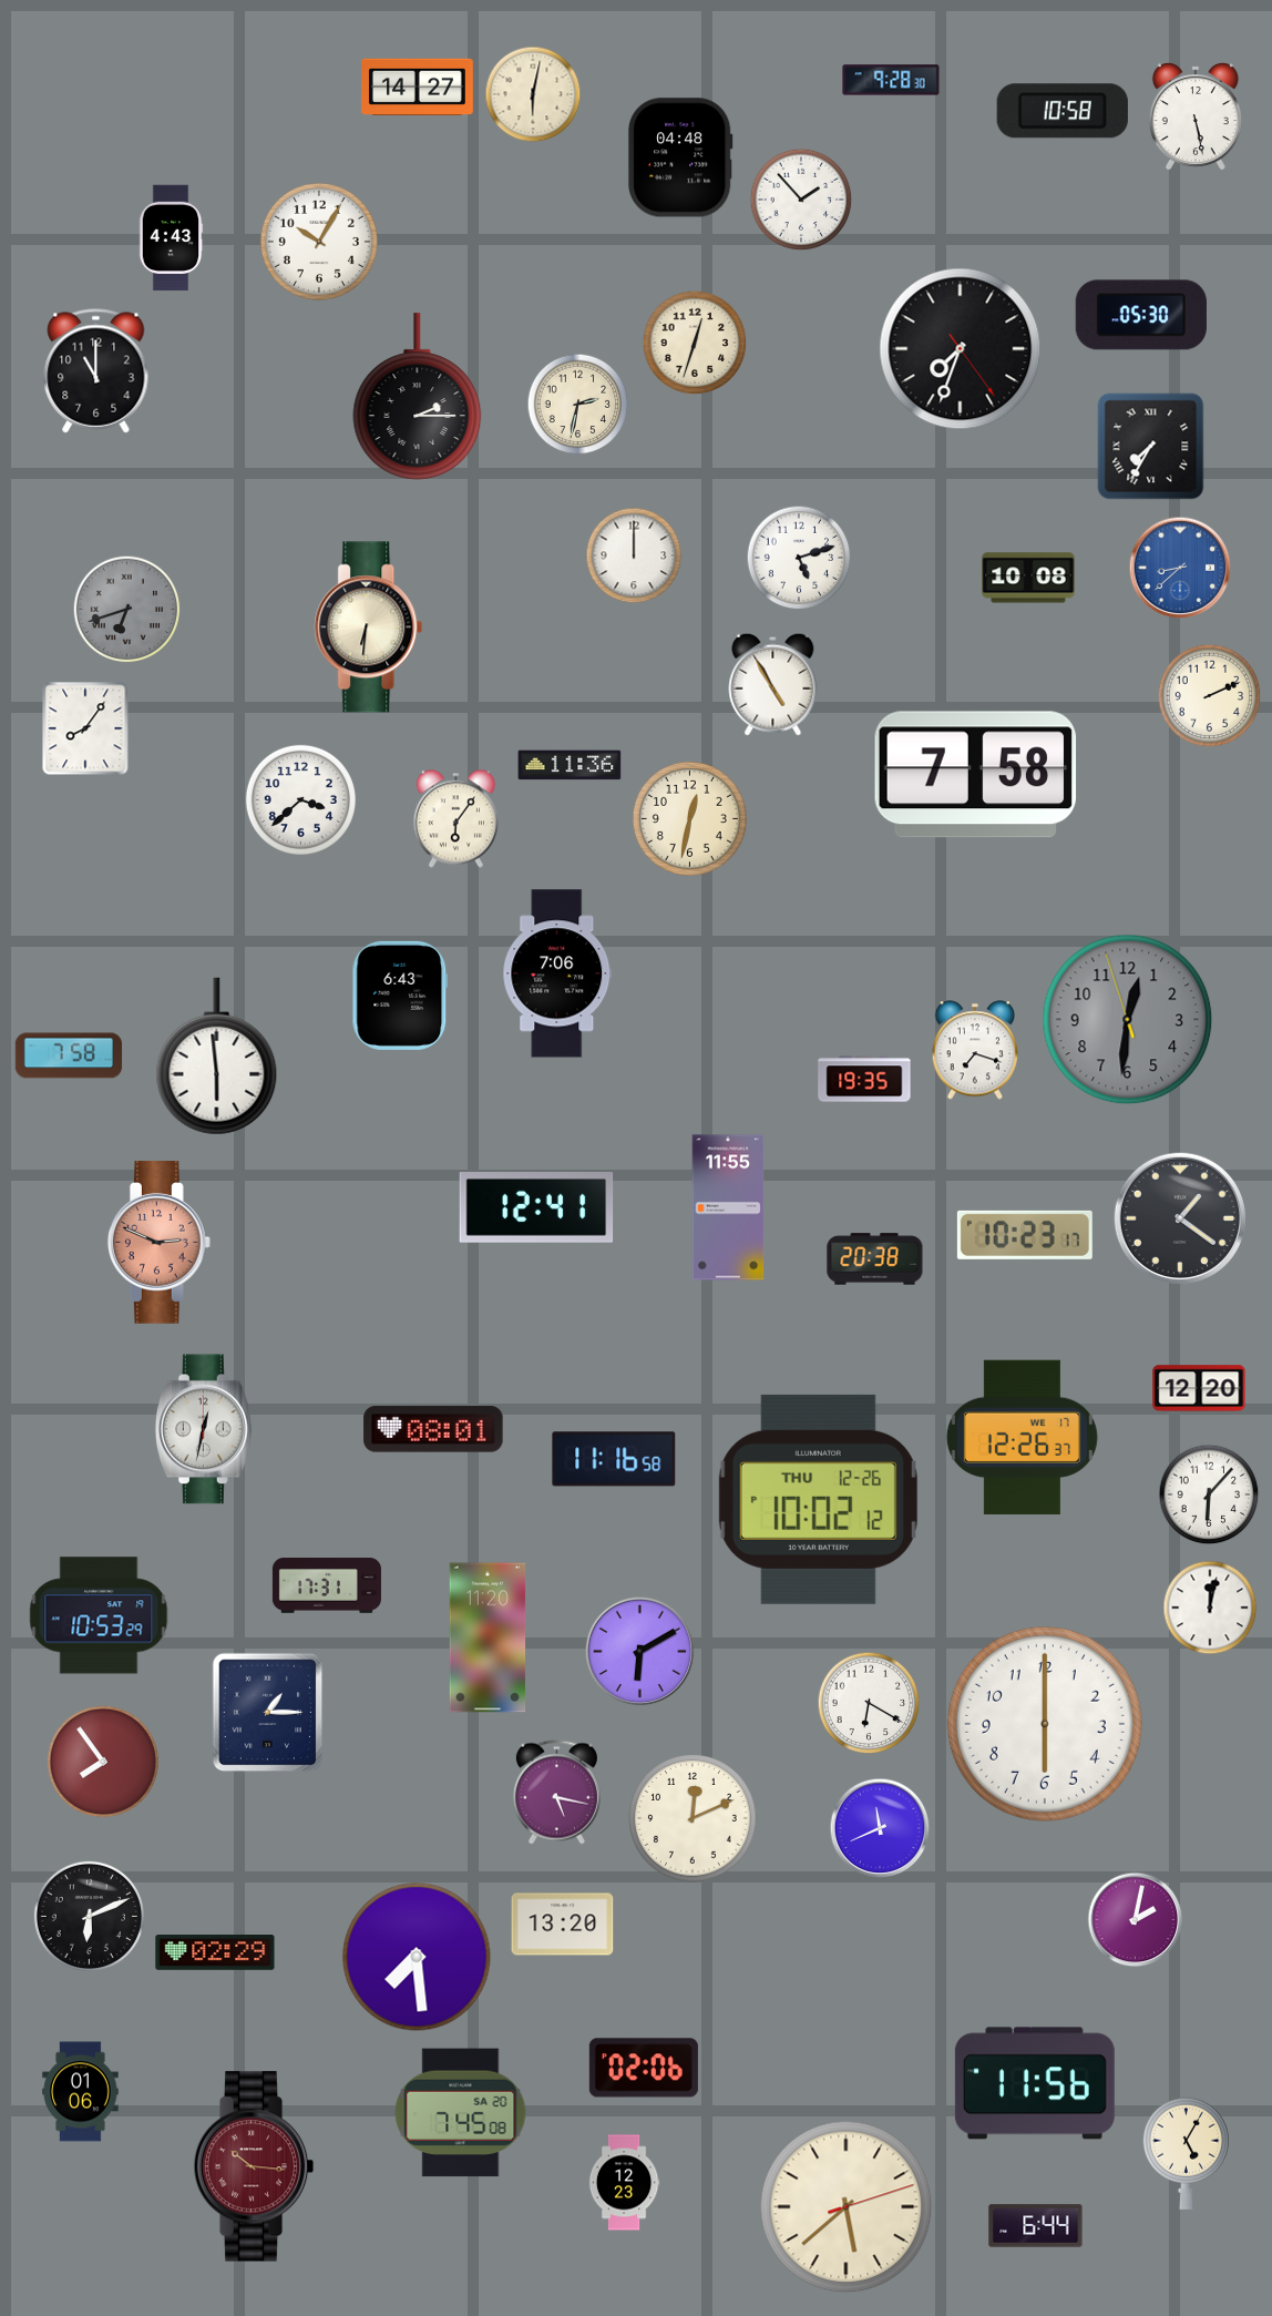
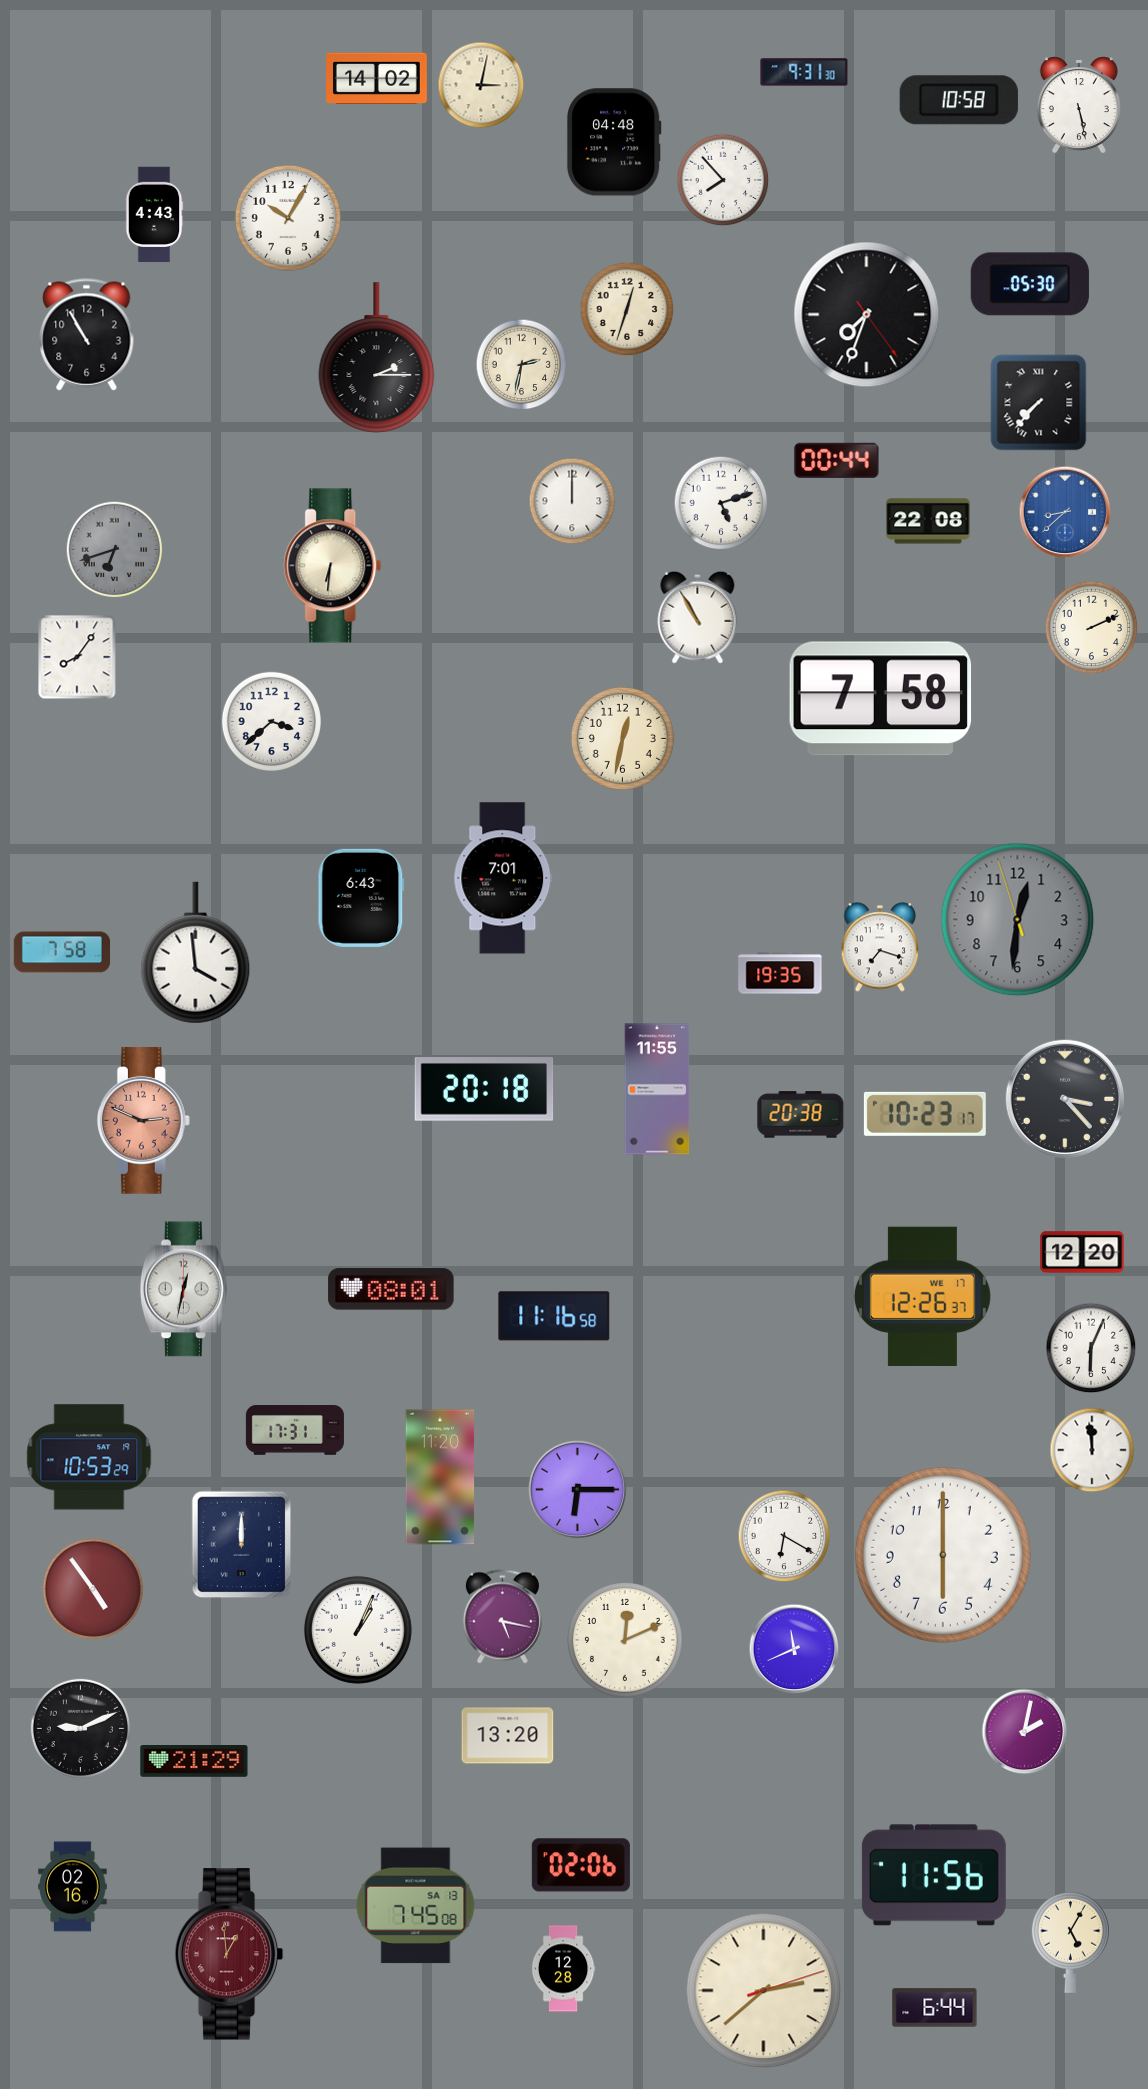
clock at (891, 80): 9:28 -> 9:31
clock at (418, 86): 14:27 -> 14:02
clock at (533, 94): 6:02 -> 3:02
clock at (801, 200): 1:53 -> 7:53
clock at (96, 371): 11:00 -> 10:55
clock at (1151, 447): 7:35 -> 7:37
clock at (837, 460): none -> 00:44
clock at (1028, 578): 10:08 -> 22:08
clock at (773, 684): 4:55 -> 10:55
clock at (570, 765): 11:36 -> none
clock at (455, 819): 6:06 -> none
clock at (557, 973): 7:06 -> 7:01
clock at (217, 1057): 5:59 -> 3:59
clock at (536, 1208): 12:41 -> 20:18
clock at (1179, 1217): 1:21 -> 3:23
clock at (875, 1259) position: (875, 1259) -> (801, 1115)
clock at (1209, 1494): 6:07 -> 6:04
clock at (818, 1499): 10:02 -> none
clock at (1210, 1608): 12:02 -> 11:59
clock at (640, 1652): 6:10 -> 6:15
clock at (268, 1713): 1:15 -> 12:00
clock at (103, 1762): 7:54 -> 4:54
clock at (358, 1630): none -> 1:04
clock at (89, 1916): 6:11 -> 9:11
clock at (215, 1953): 02:29 -> 21:29
clock at (417, 1957): 7:29 -> none
clock at (1035, 2083) position: (1035, 2083) -> (934, 1875)
clock at (81, 2092): 01:06 -> 02:16
clock at (461, 2113) date: SA 20 -> SA 13
clock at (254, 2166): 10:16 -> 12:59
clock at (624, 2183): 12:23 -> 12:28
clock at (847, 2207): 5:38 -> 2:38
